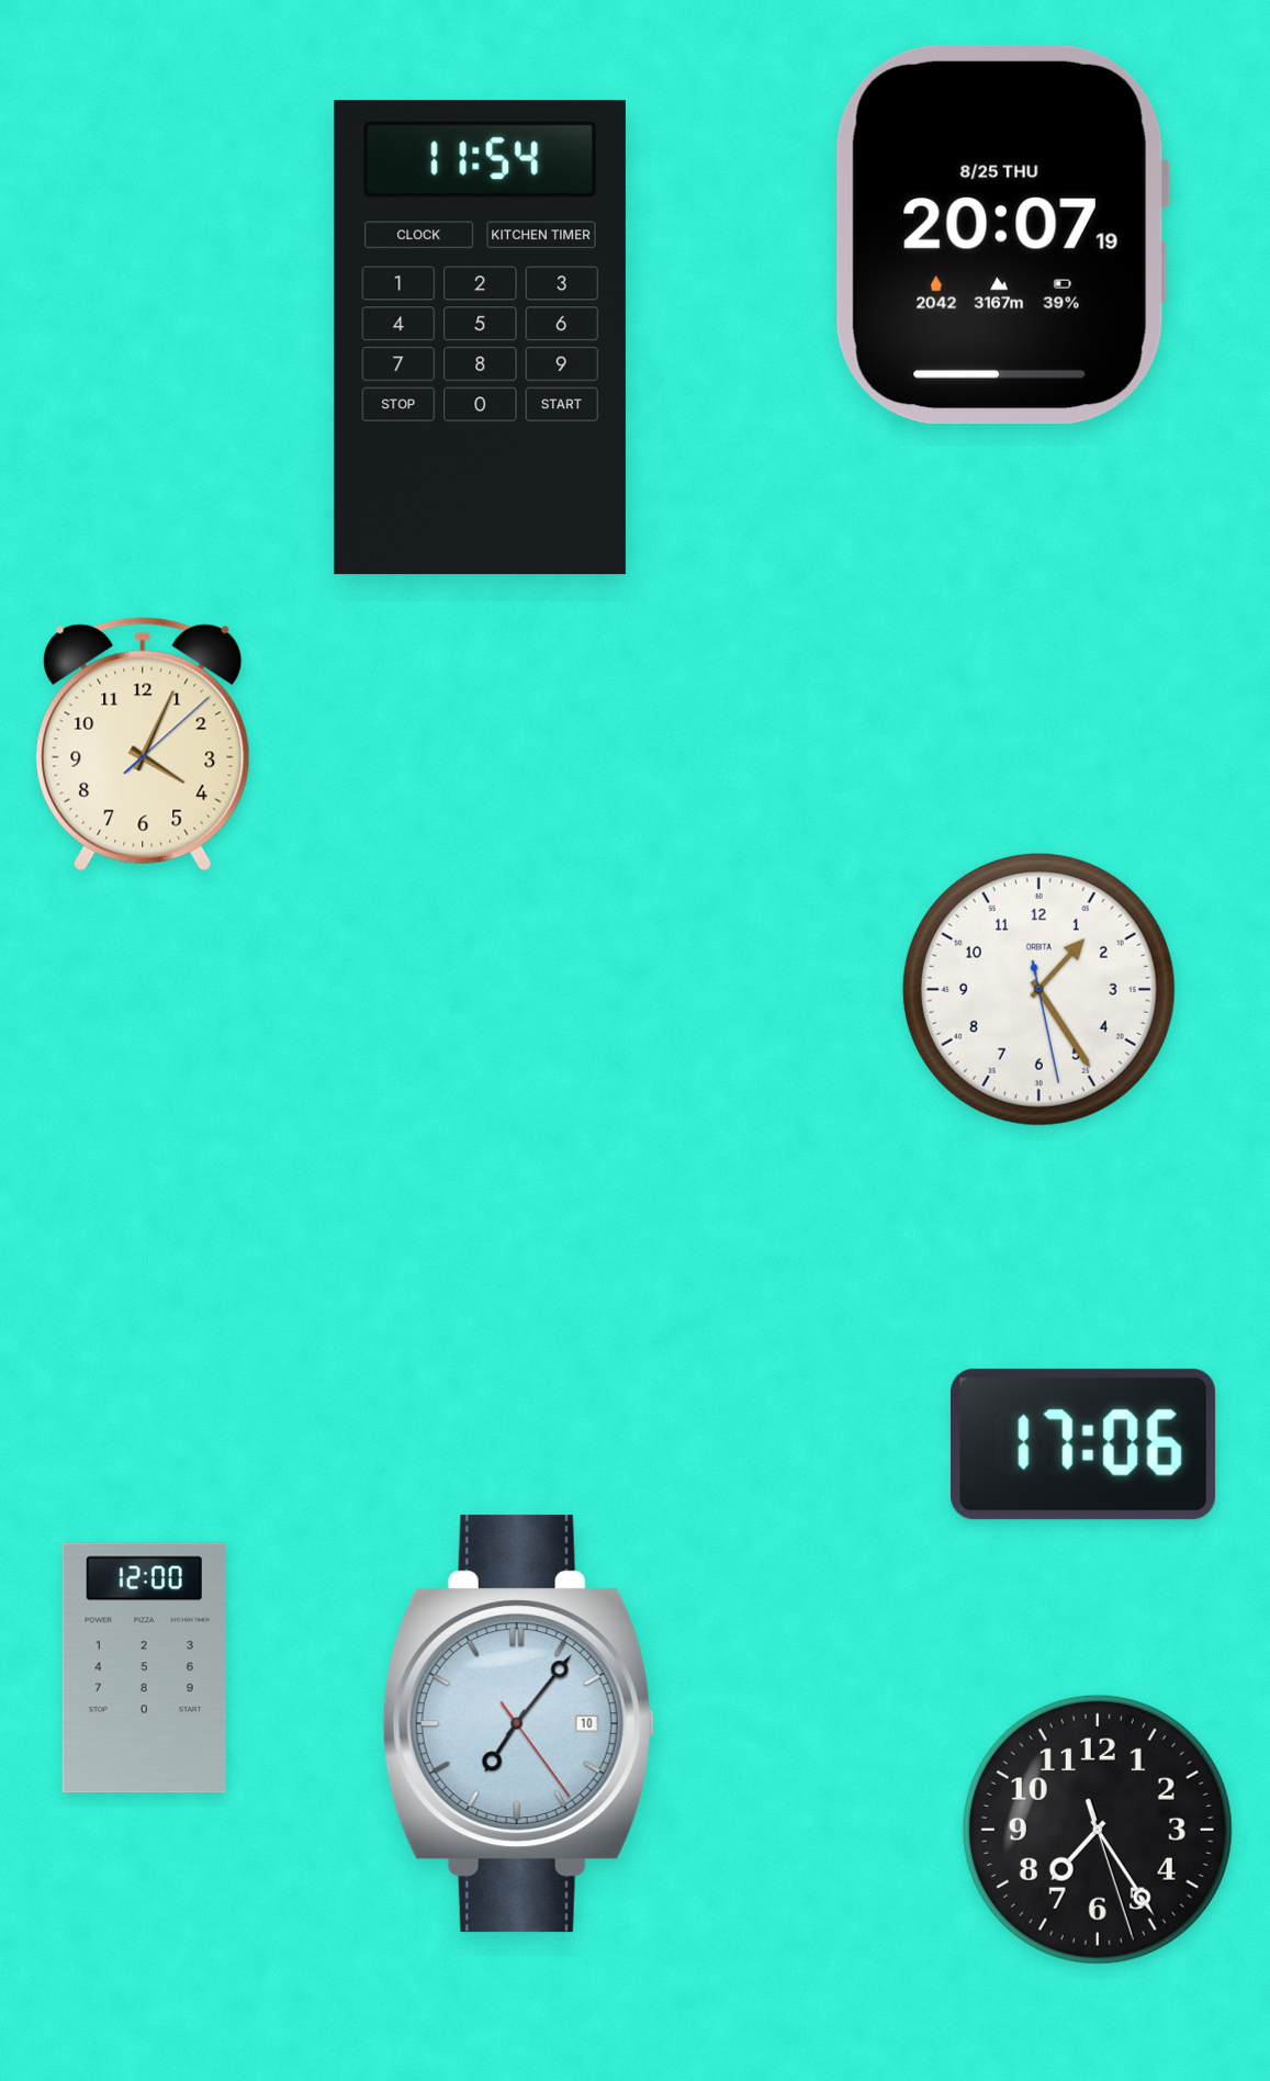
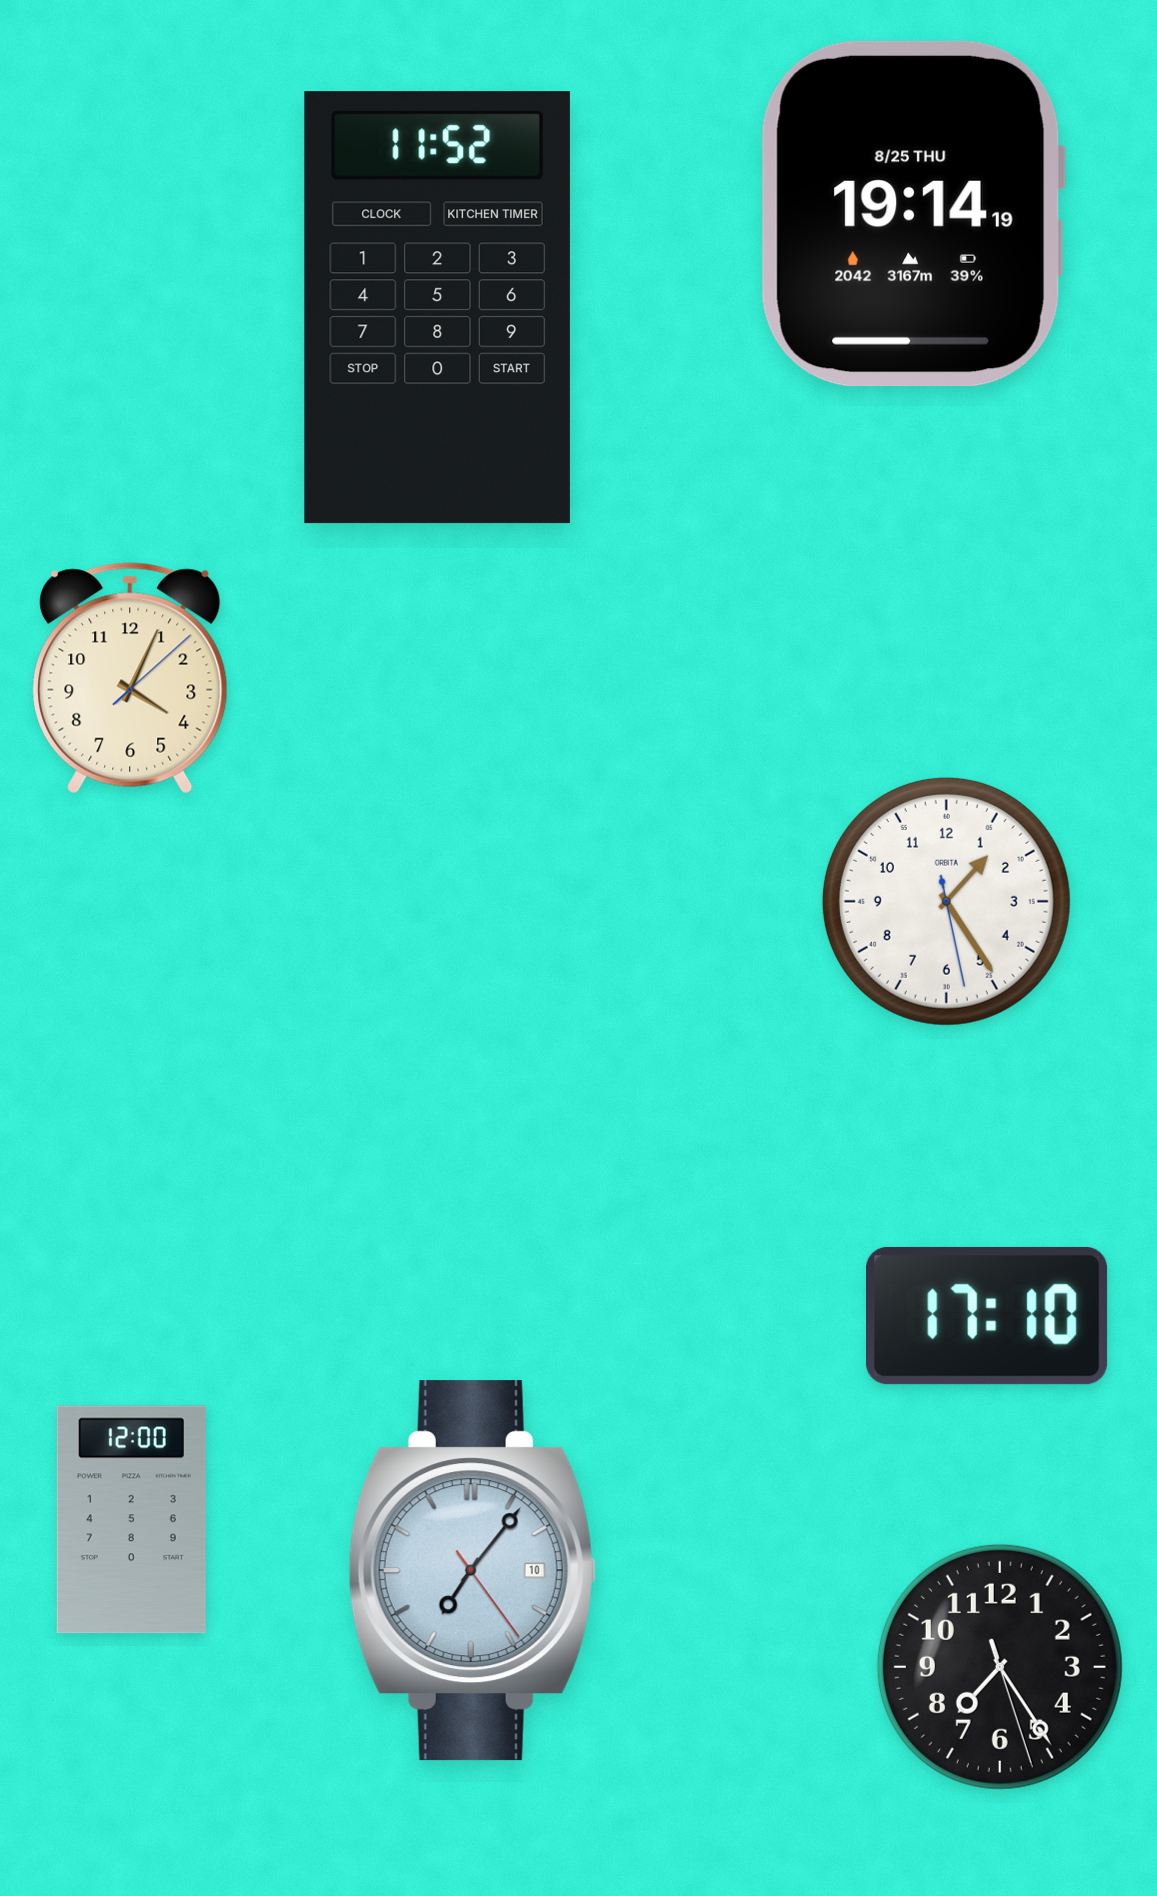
clock at (1001, 235): 20:07 -> 19:14
clock at (480, 338): 11:54 -> 11:52
clock at (1084, 1444): 17:06 -> 17:10
